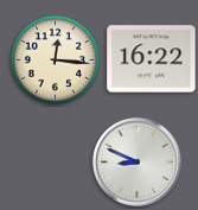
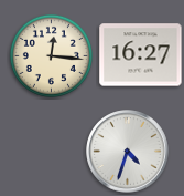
clock at (152, 59): 16:22 -> 16:27
clock at (138, 163): 8:49 -> 4:33
